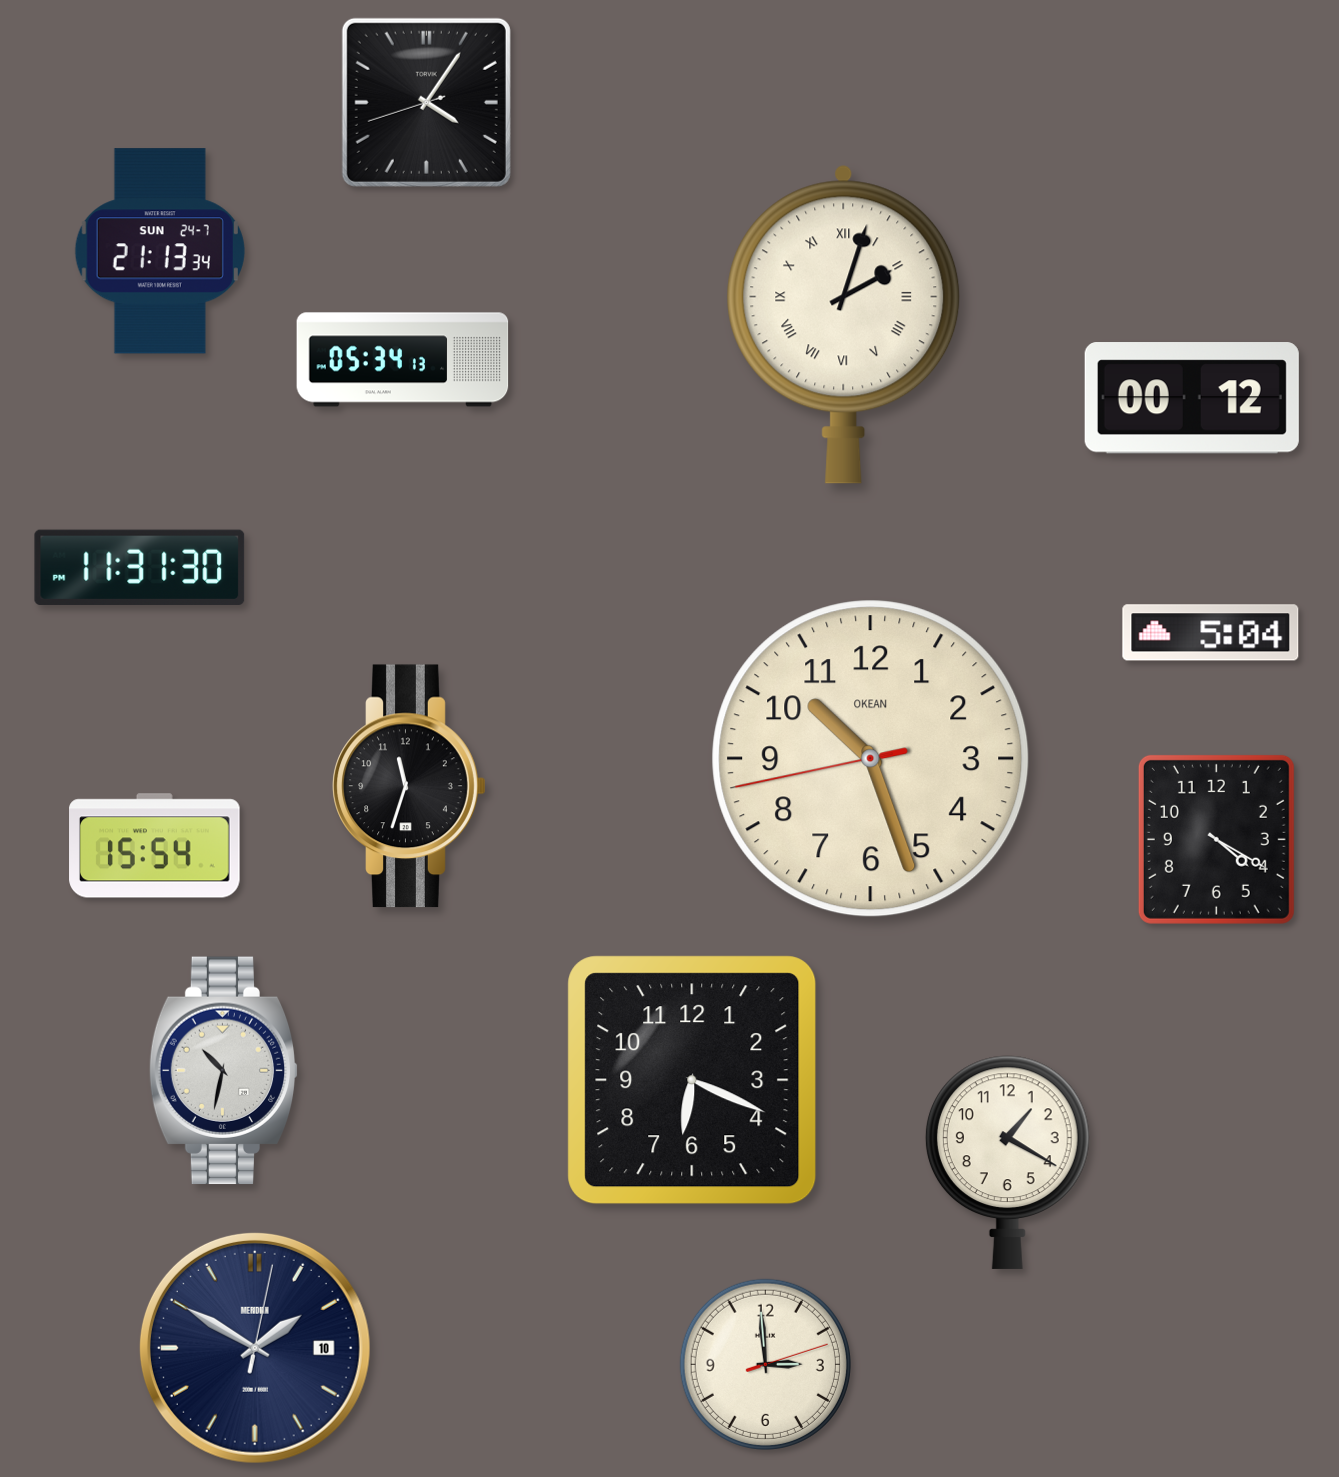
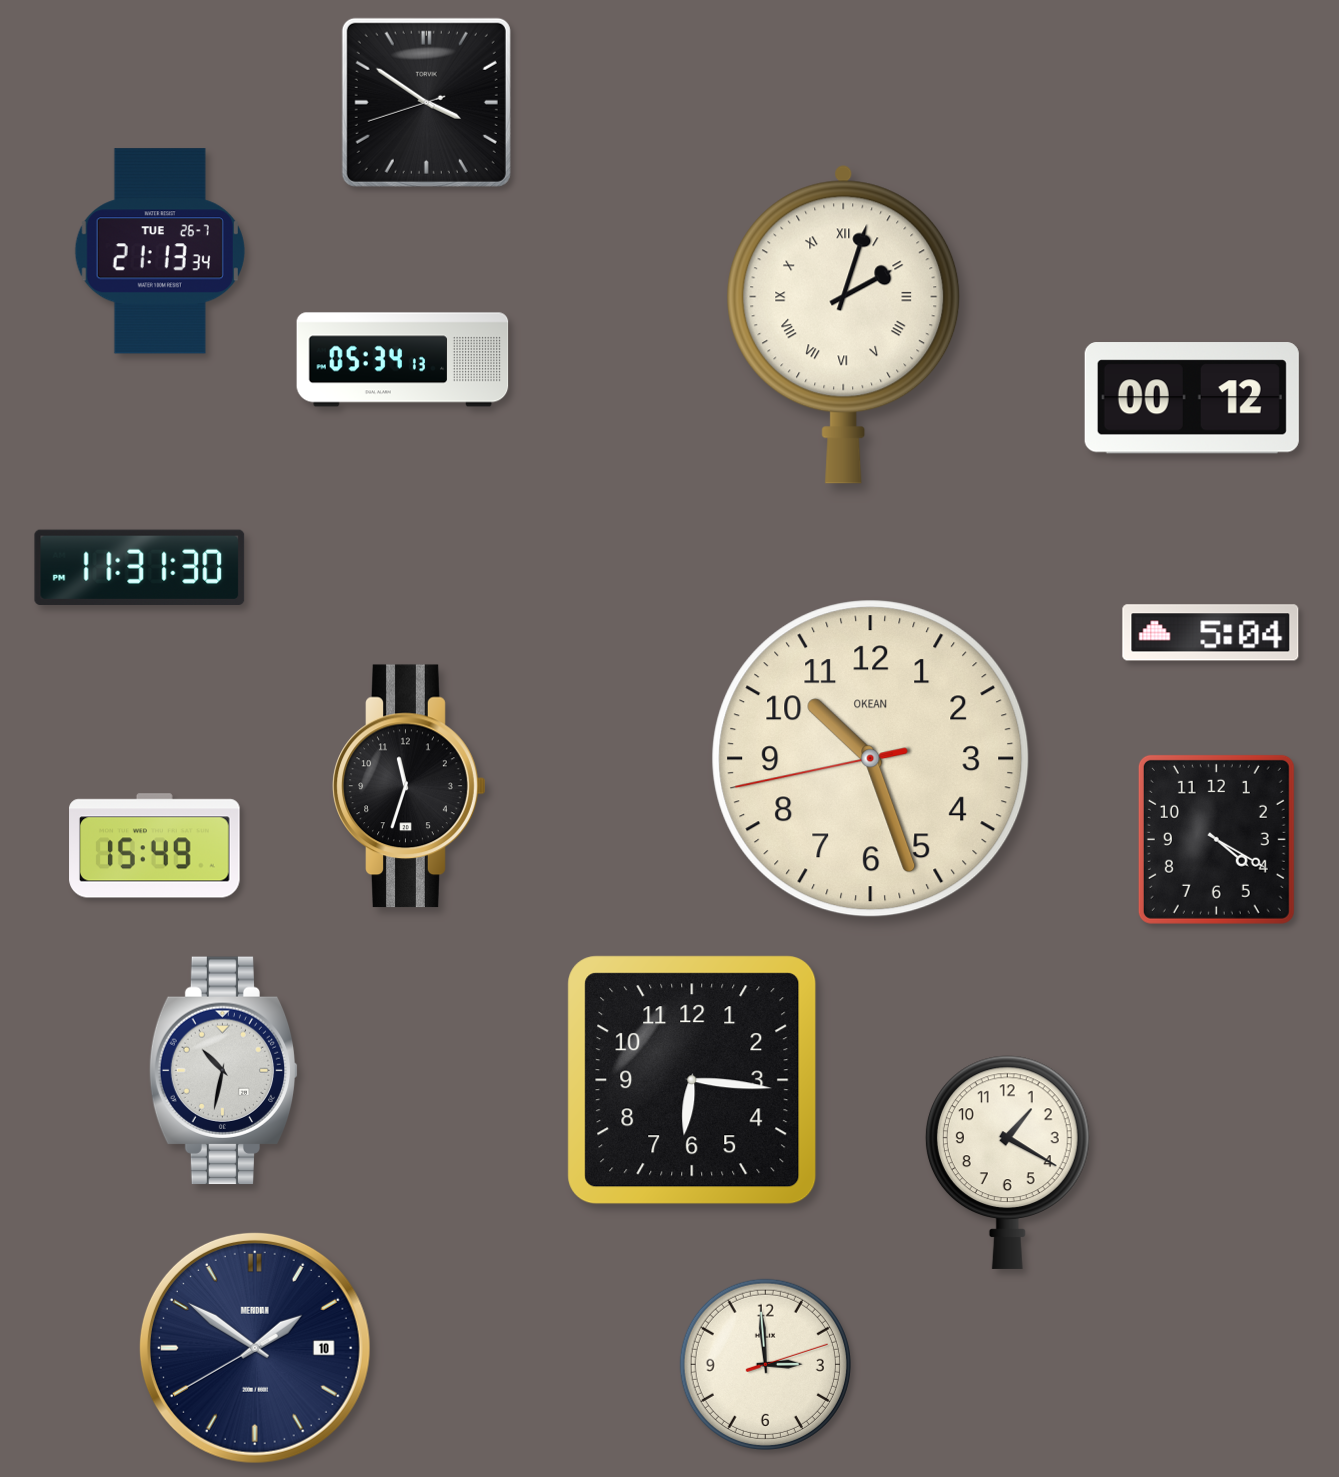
clock at (426, 102): 4:05 -> 3:50
clock at (160, 251) date: SUN 24-7 -> TUE 26-7
clock at (155, 846): 15:54 -> 15:49
clock at (692, 1080): 6:19 -> 6:16
clock at (255, 1348): 1:50:02 -> 1:50:40
